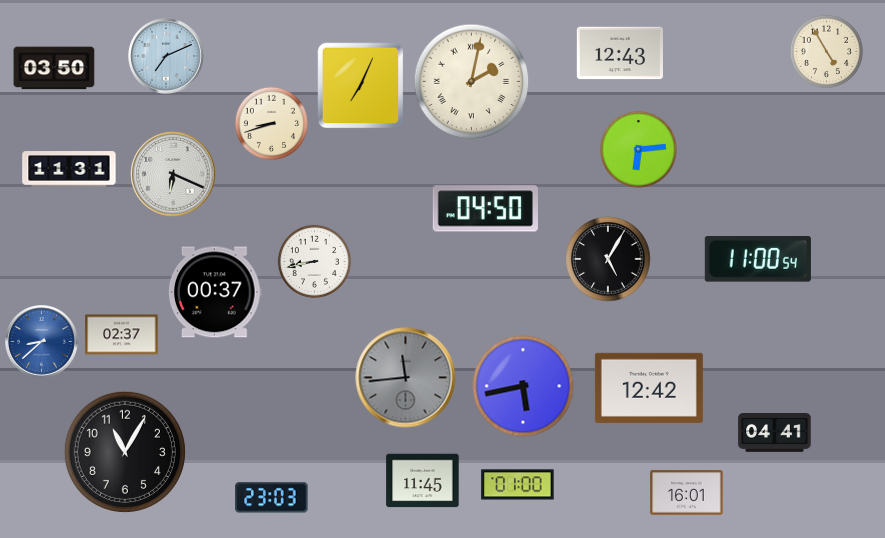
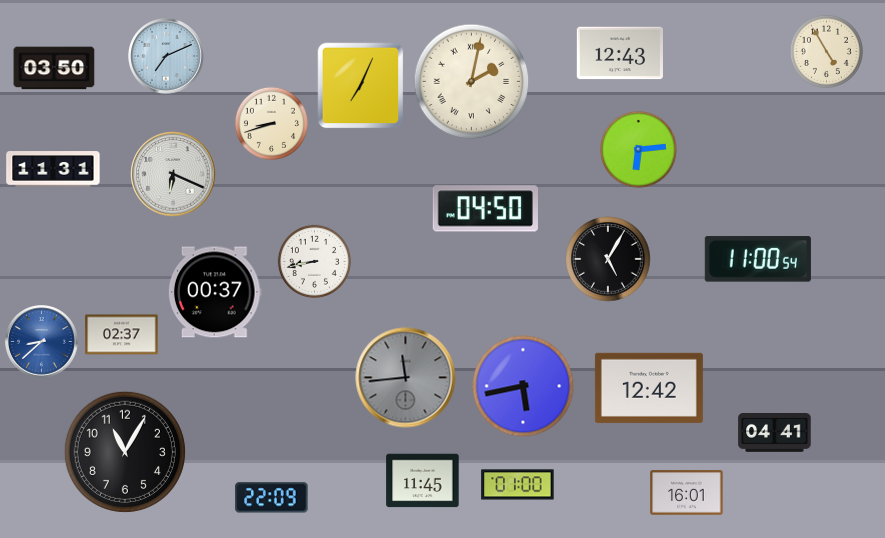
clock at (69, 169) position: (69, 169) -> (53, 169)
clock at (272, 498): 23:03 -> 22:09
